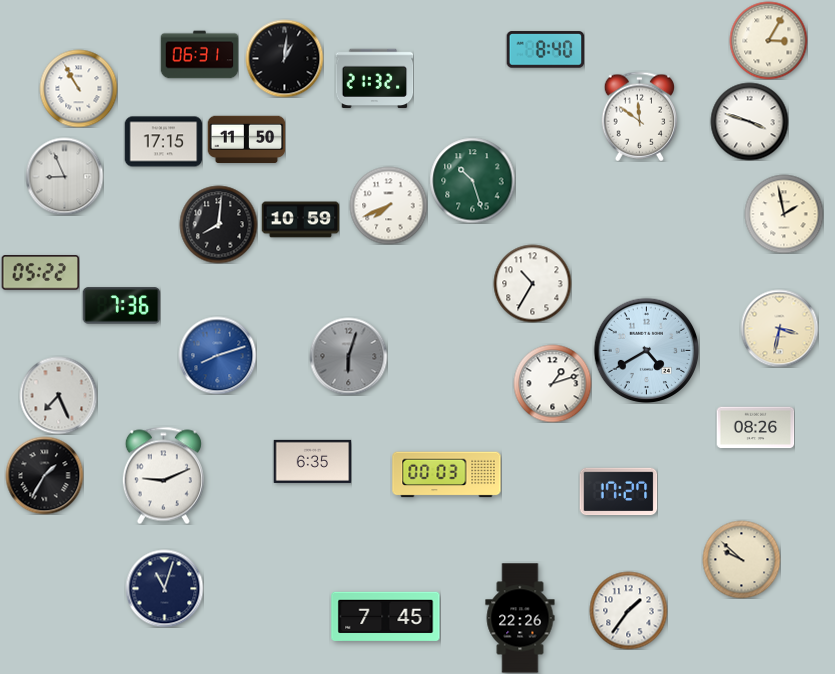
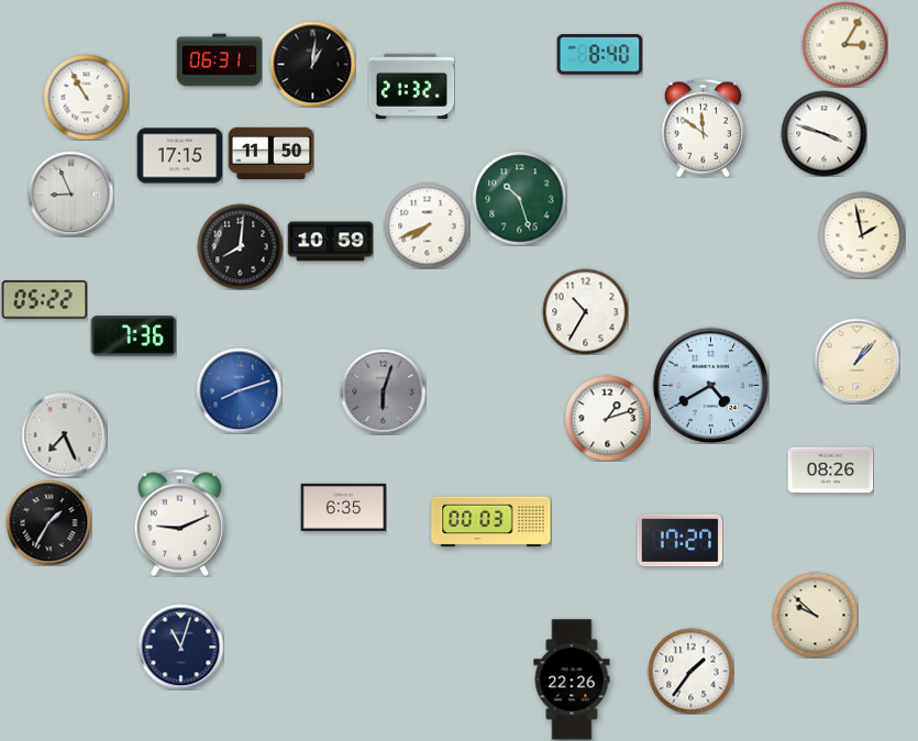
clock at (779, 328): 3:32 -> 1:07
clock at (552, 383) position: (552, 383) -> (607, 418)
clock at (386, 616): 7:45 -> none
